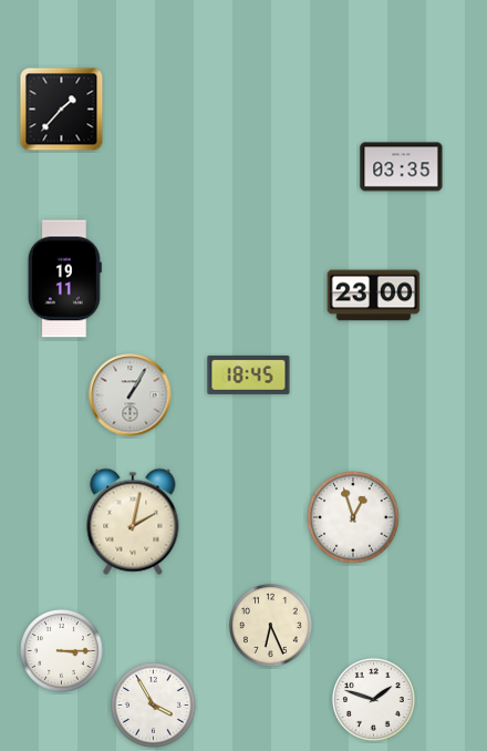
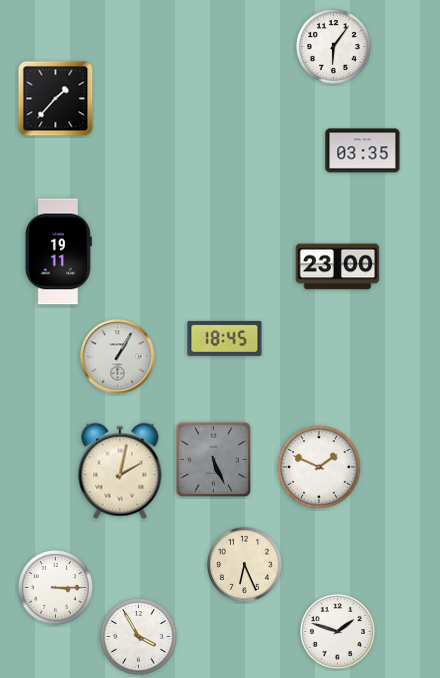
clock at (334, 47): none -> 6:06
clock at (214, 460): none -> 5:26
clock at (353, 517): 12:57 -> 1:49
